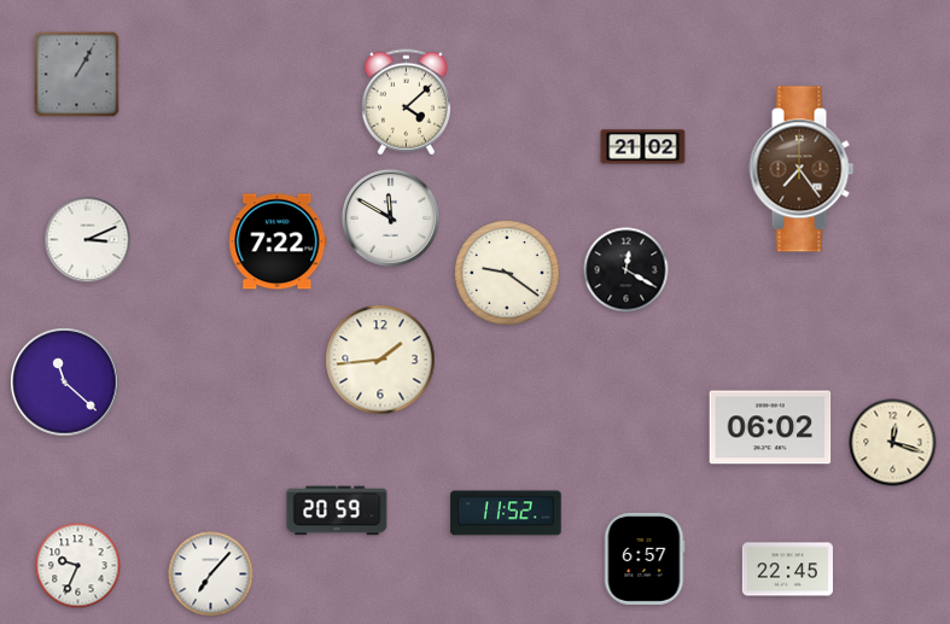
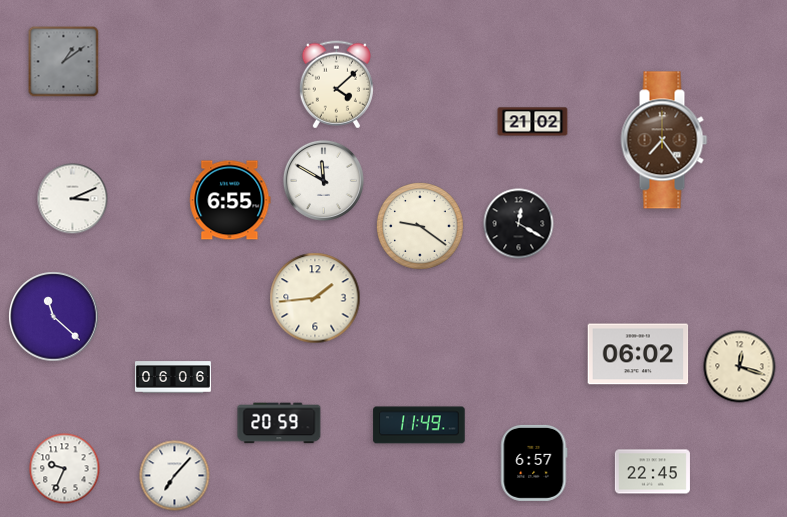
clock at (77, 75): 1:05 -> 1:09
clock at (278, 241): 7:22 -> 6:55
clock at (173, 377): none -> 06:06
clock at (506, 513): 11:52 -> 11:49
